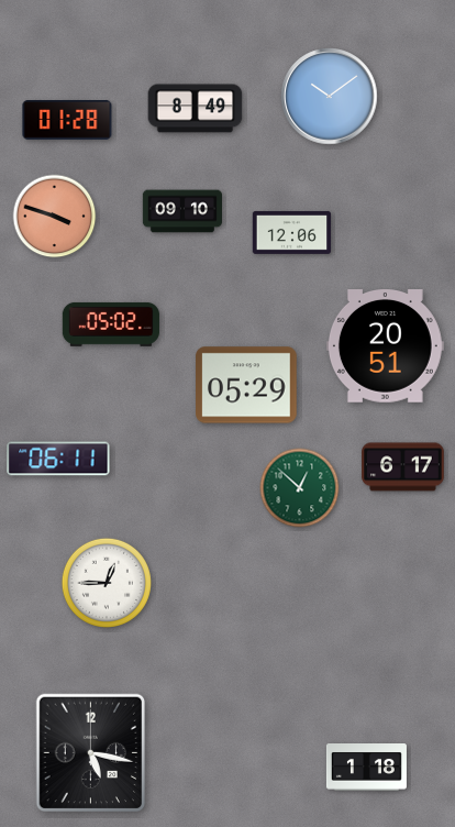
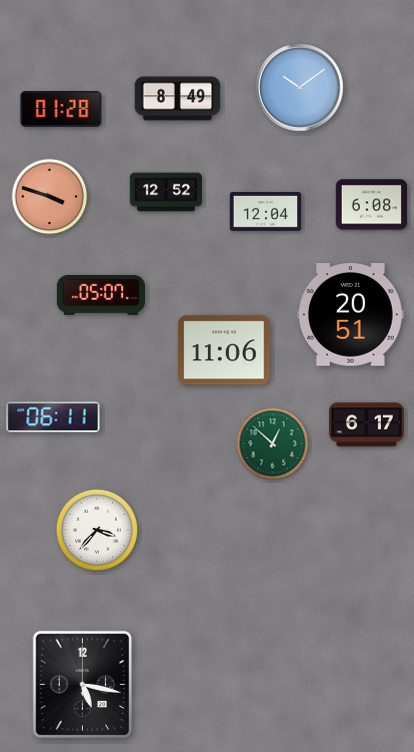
clock at (181, 211): 09:10 -> 12:52
clock at (372, 205): none -> 6:08
clock at (292, 232): 12:06 -> 12:04
clock at (111, 324): 05:02 -> 05:07
clock at (246, 385): 05:29 -> 11:06
clock at (107, 583): 12:45 -> 3:37
clock at (366, 768): 1:18 -> none
